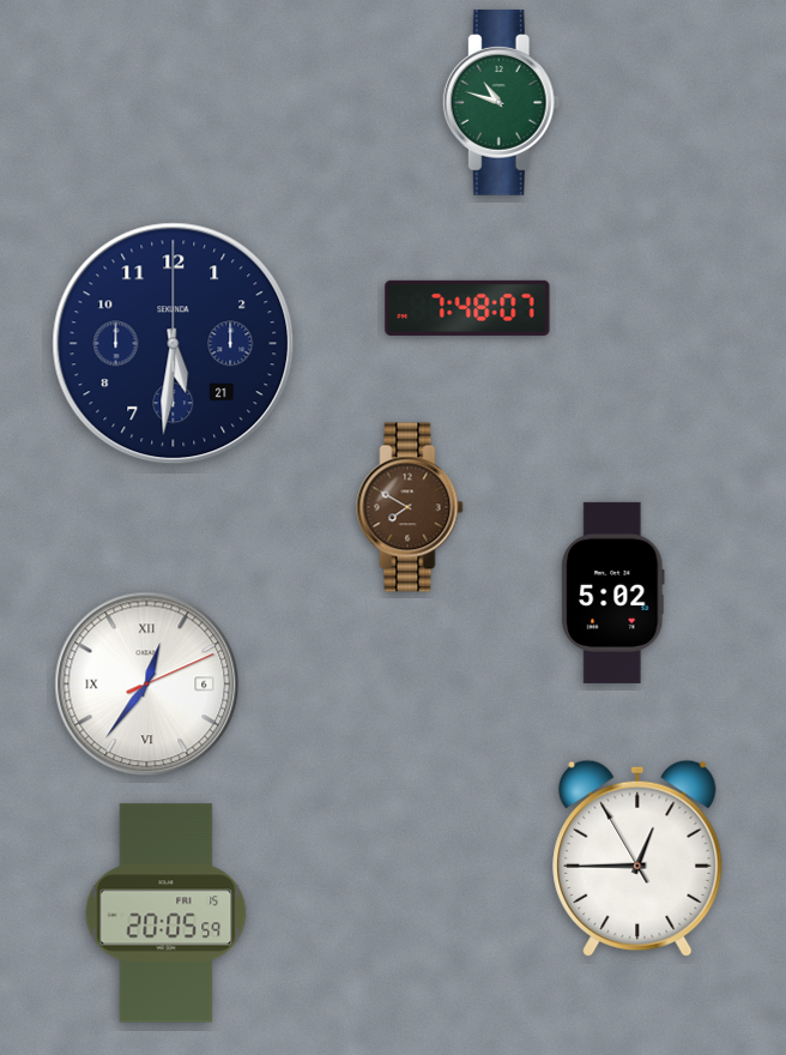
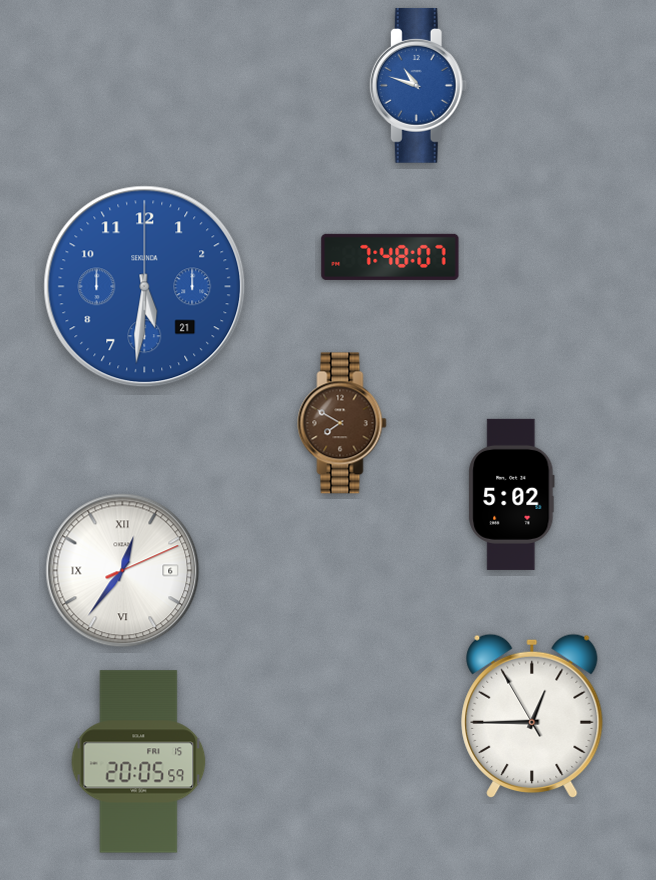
clock at (501, 102) dial: green -> blue
clock at (174, 344) dial: navy -> blue
